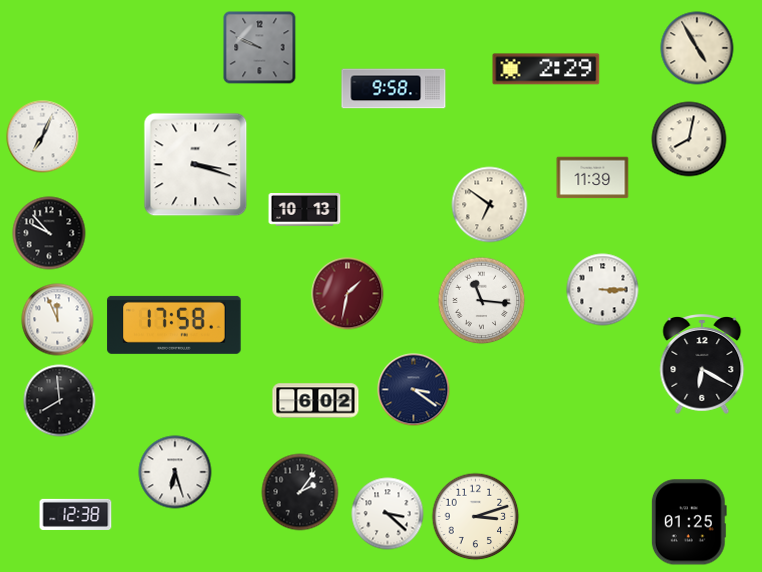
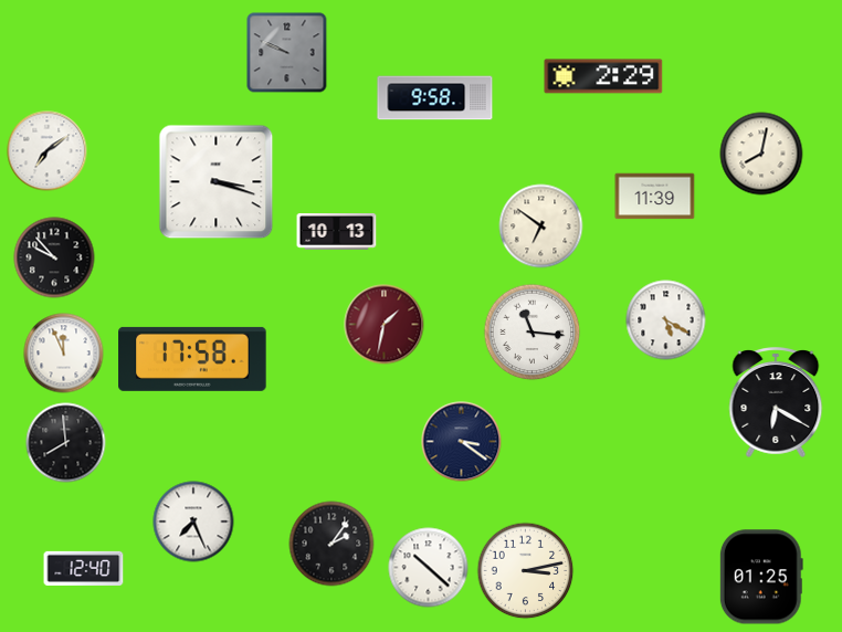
clock at (697, 48): 4:55 -> none
clock at (43, 137): 7:04 -> 7:09
clock at (603, 290): 3:15 -> 5:20
clock at (414, 390) position: (414, 390) -> (462, 442)
clock at (316, 401): 6:02 -> none
clock at (175, 472): 6:27 -> 7:26
clock at (76, 514): 12:38 -> 12:40
clock at (388, 514): 3:22 -> 10:22
clock at (476, 517): 3:12 -> 3:13
